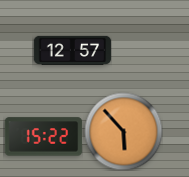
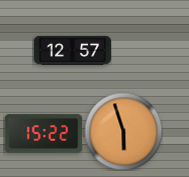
clock at (123, 131): 5:53 -> 5:57
clock at (43, 137) position: (43, 137) -> (43, 134)
